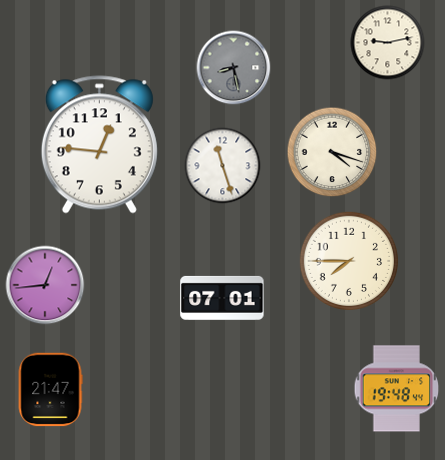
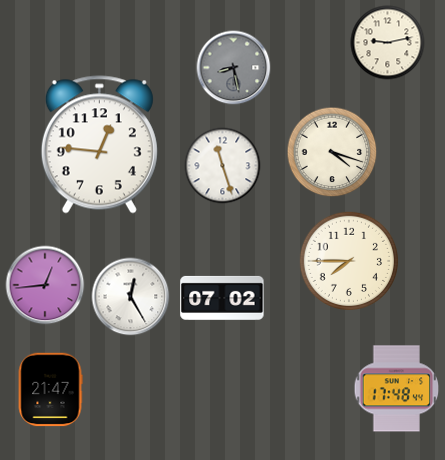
clock at (131, 297): none -> 12:25
clock at (222, 298): 07:01 -> 07:02
clock at (397, 389): 19:48 -> 17:48
